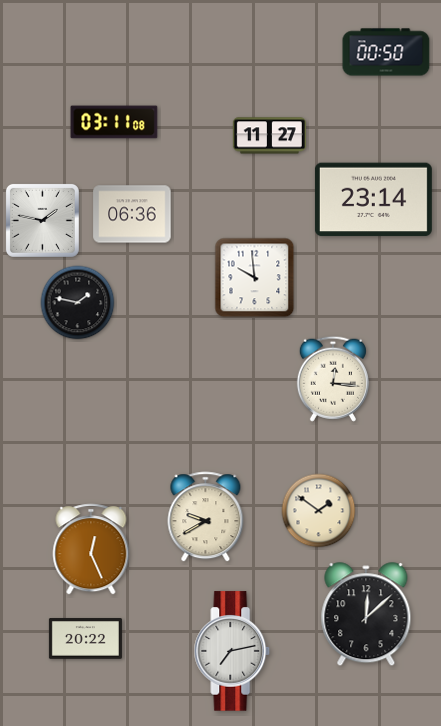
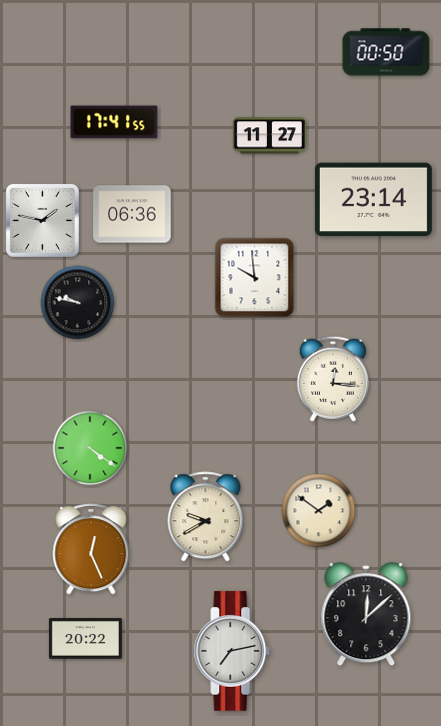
clock at (114, 122): 03:11 -> 17:41
clock at (78, 303): 1:47 -> 9:47
clock at (90, 448): none -> 4:21
